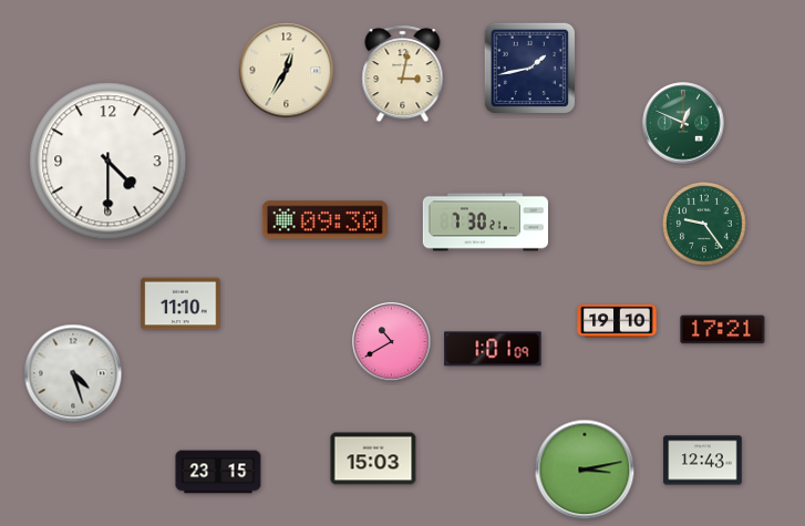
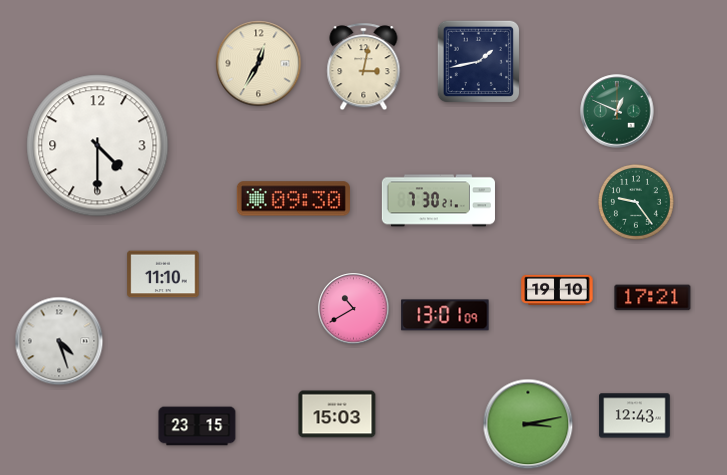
clock at (493, 349): 1:01 -> 13:01
clock at (73, 373) position: (73, 373) -> (59, 341)
